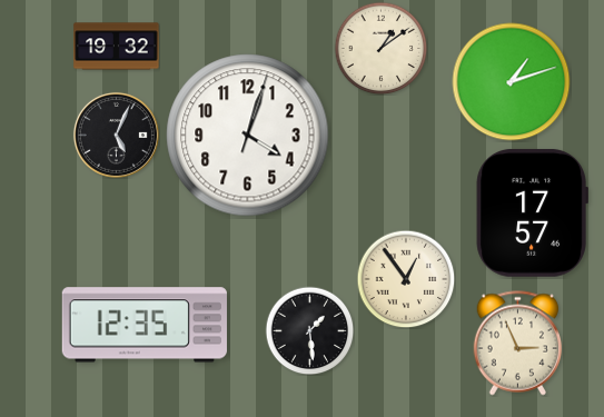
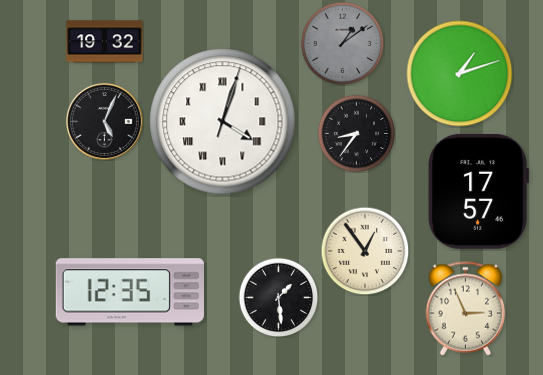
clock at (380, 48) dial: cream -> grey
clock at (248, 136) numerals: Arabic -> Roman
clock at (356, 133): none -> 8:36
